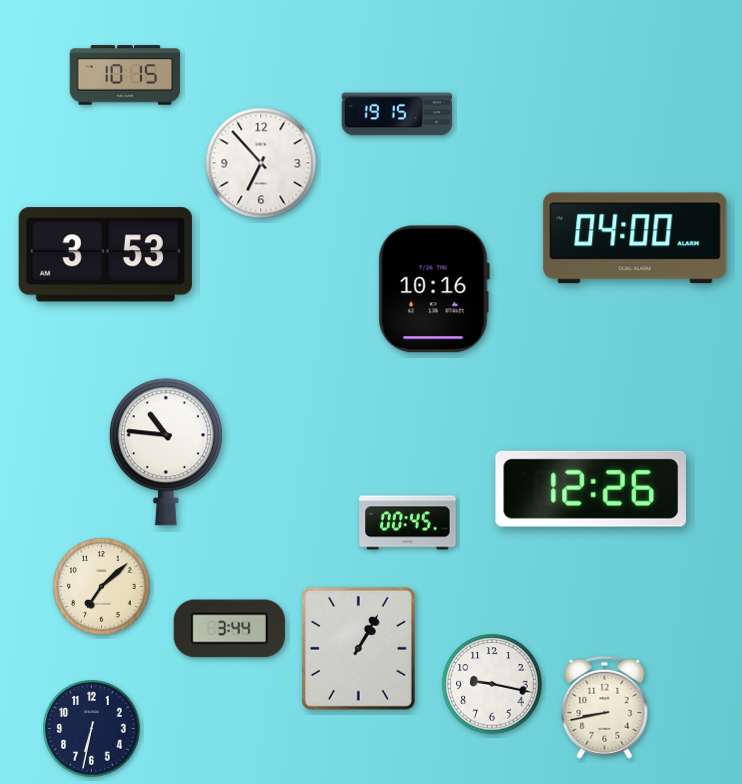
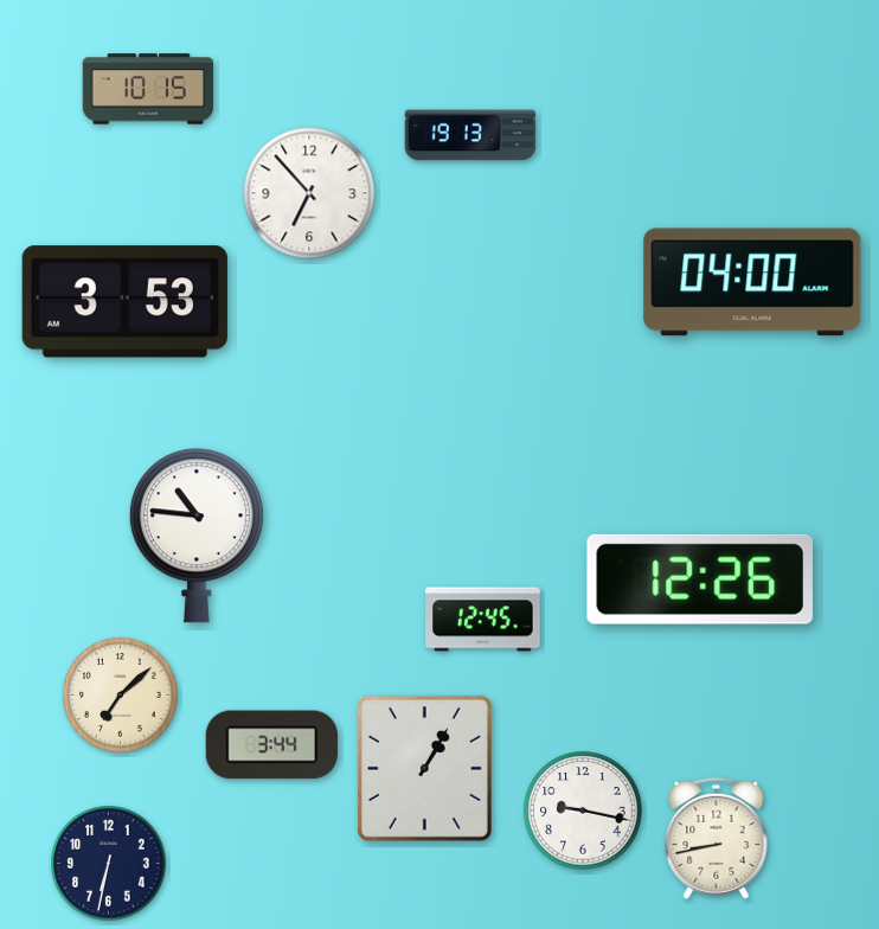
clock at (397, 114): 19:15 -> 19:13
clock at (434, 289): 10:16 -> none
clock at (408, 523): 00:45 -> 12:45
